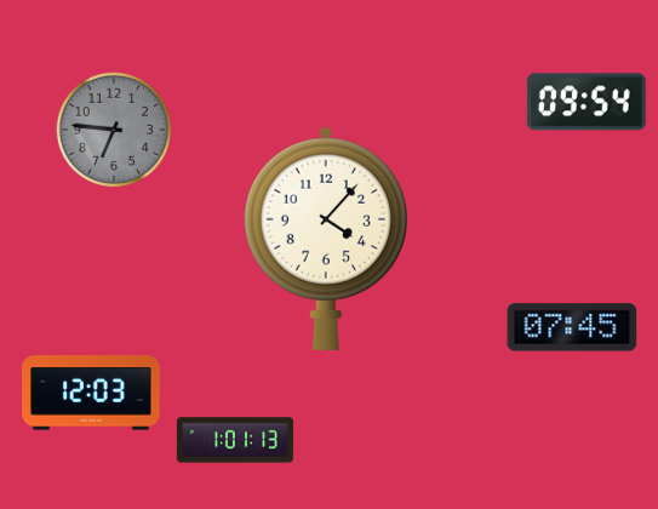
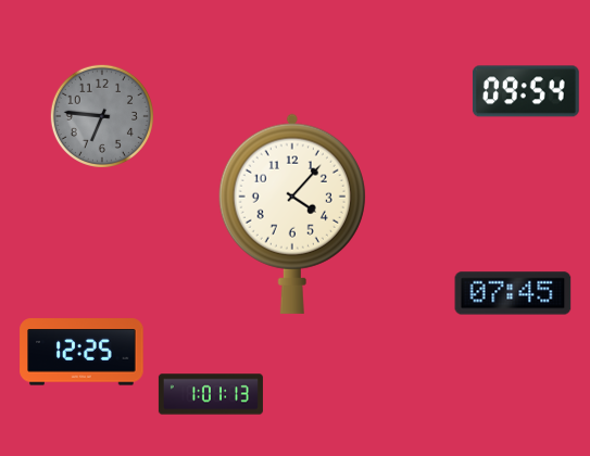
clock at (91, 393): 12:03 -> 12:25
